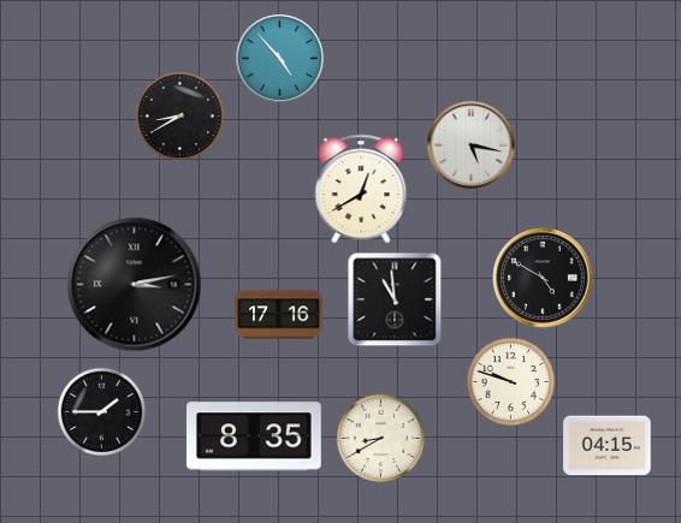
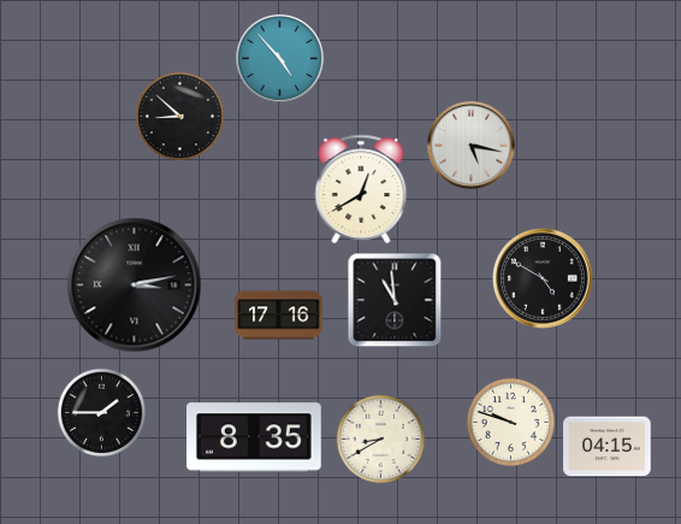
clock at (180, 117): 8:40 -> 8:52
clock at (511, 382) position: (511, 382) -> (511, 423)
